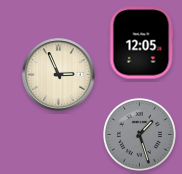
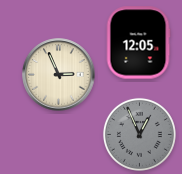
clock at (141, 43) position: (141, 43) -> (138, 43)
clock at (139, 134): 1:27 -> 12:56
